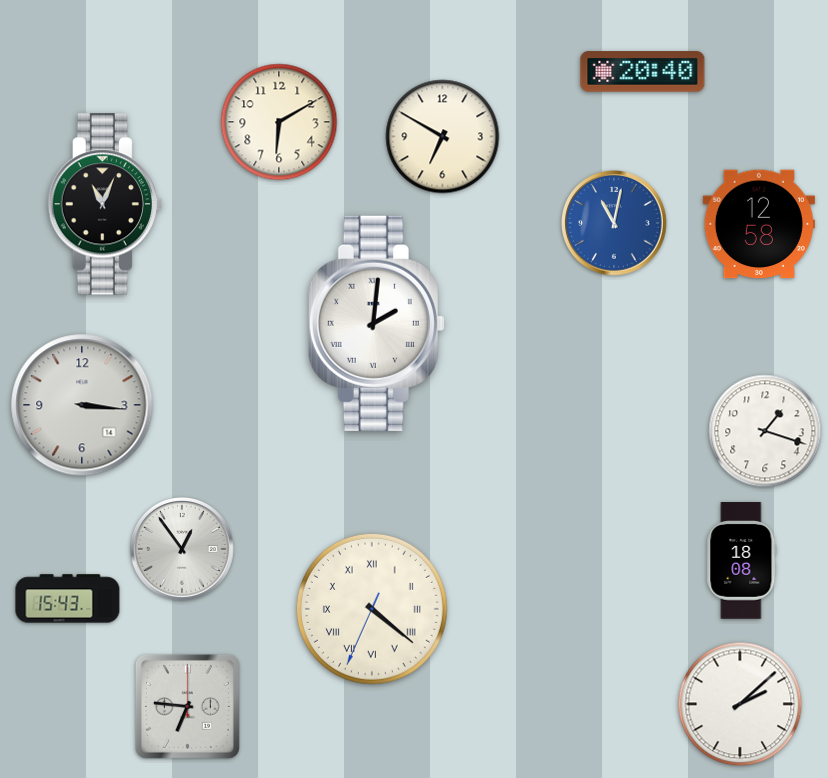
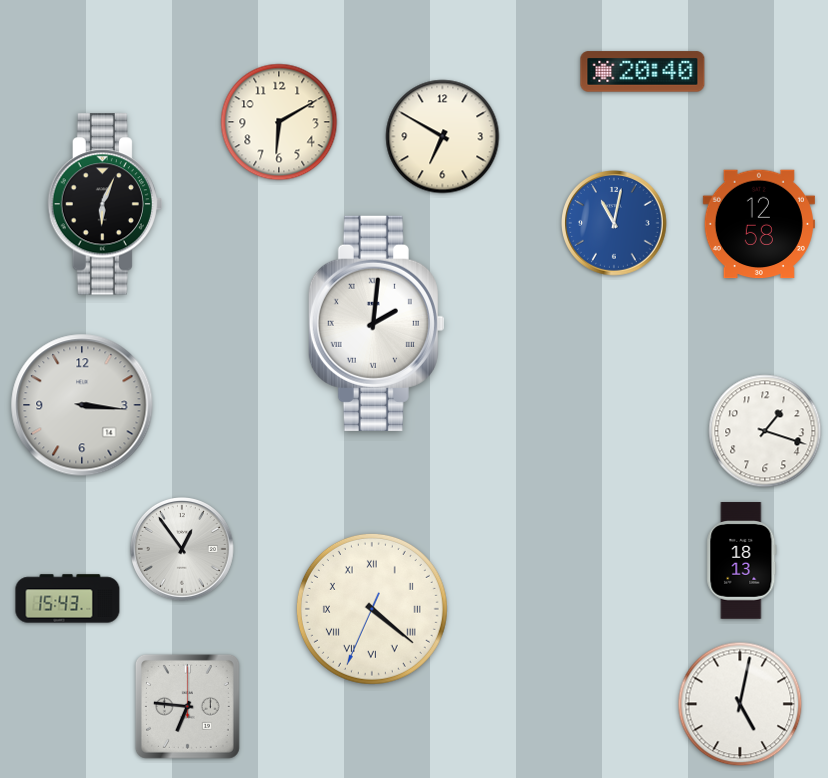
clock at (104, 204): 11:04 -> 6:04
clock at (742, 561): 18:08 -> 18:13
clock at (740, 704): 2:08 -> 5:02
